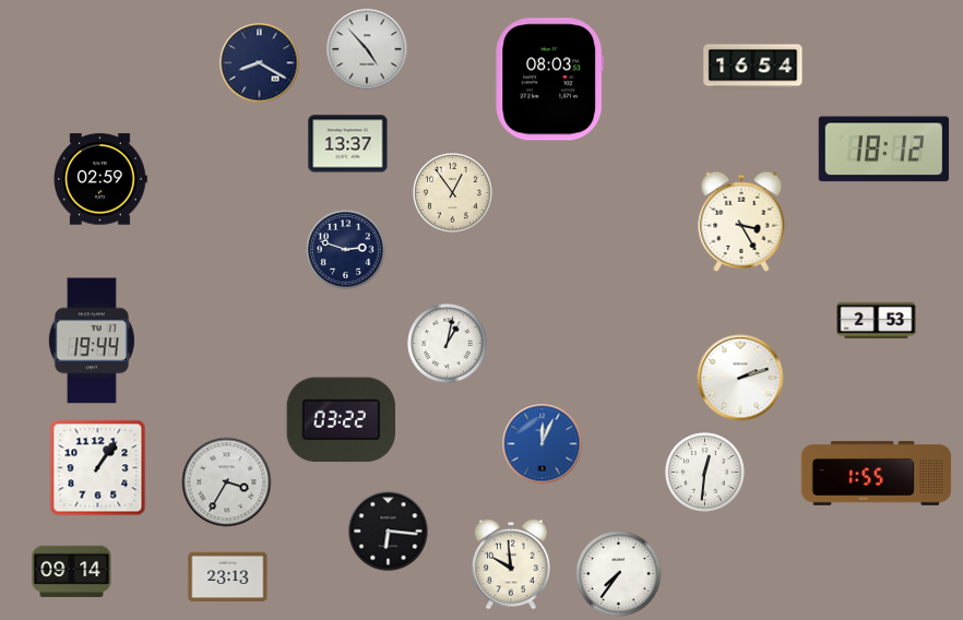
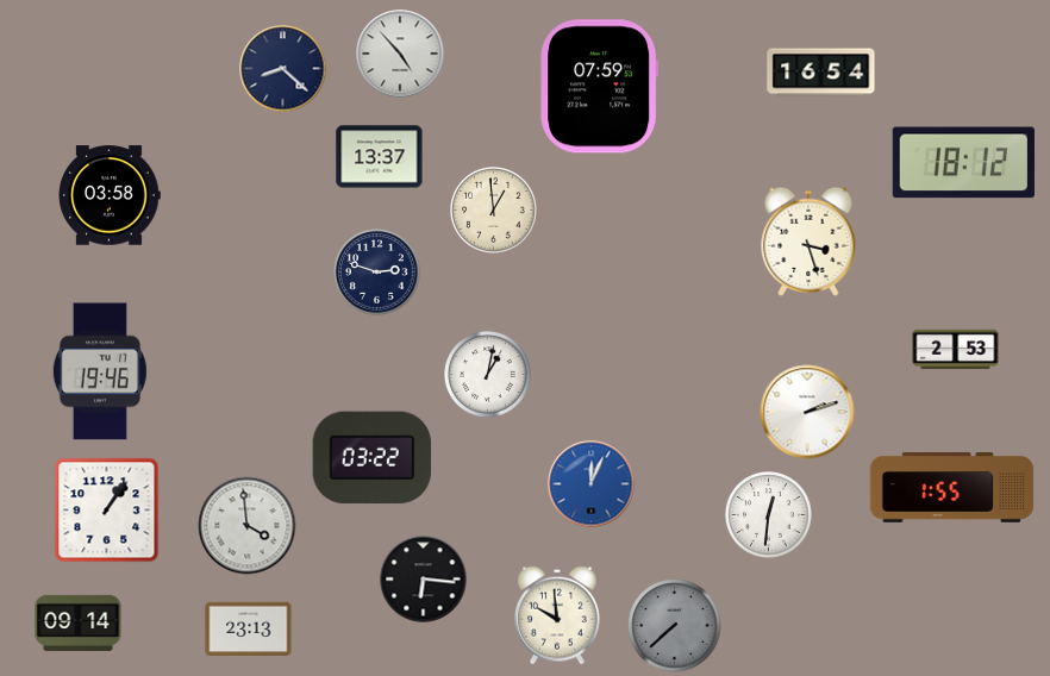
clock at (260, 63): 8:20 -> 8:22
clock at (550, 80): 08:03 -> 07:59
clock at (100, 179): 02:59 -> 03:58
clock at (453, 193): 12:54 -> 12:59
clock at (741, 222): 3:25 -> 3:27
clock at (92, 341): 19:44 -> 19:46
clock at (877, 474) position: (877, 474) -> (952, 488)
clock at (227, 482): 3:35 -> 3:59
clock at (619, 574): 7:36 -> 7:38
clock at (619, 574) dial: white -> grey
